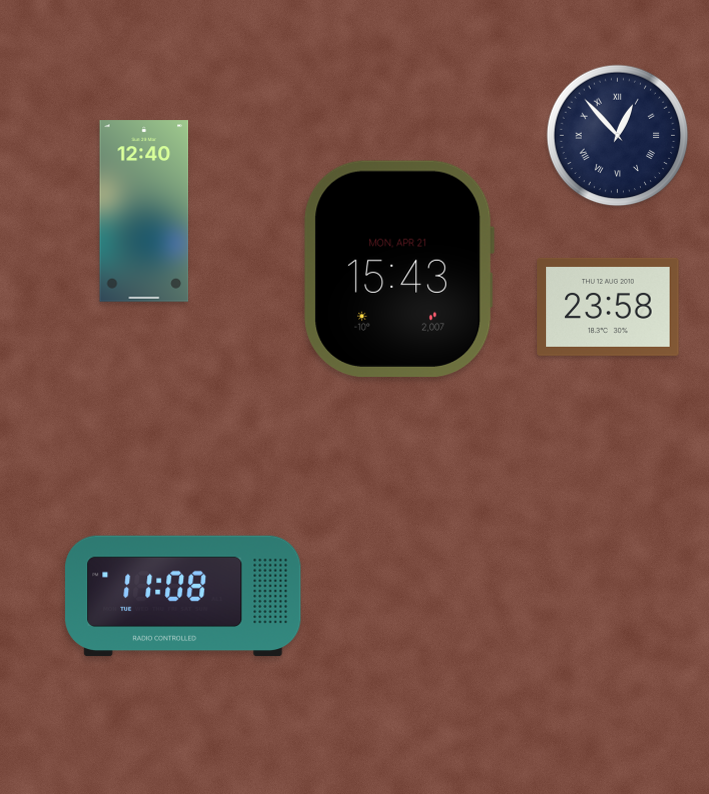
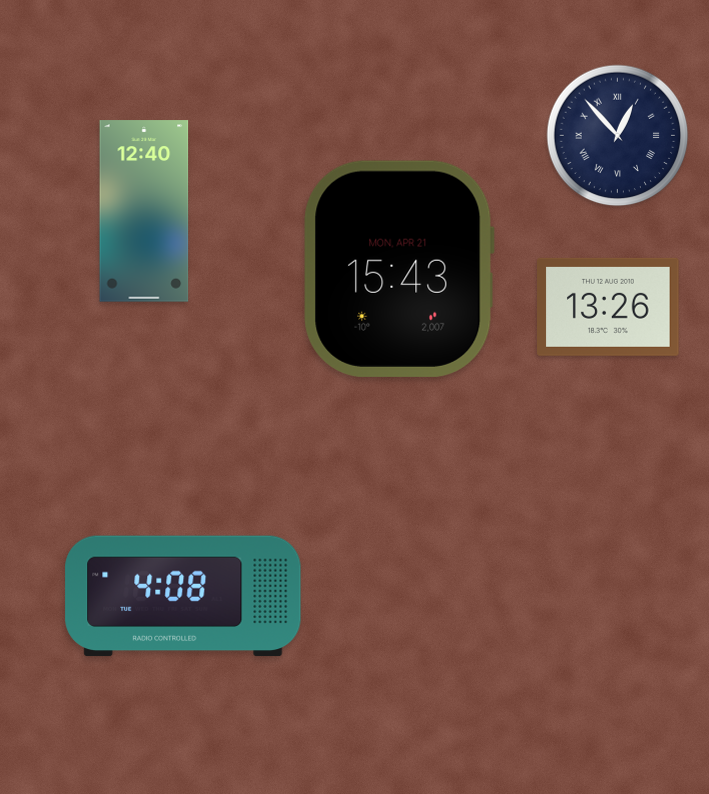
clock at (608, 307): 23:58 -> 13:26
clock at (183, 596): 11:08 -> 4:08
